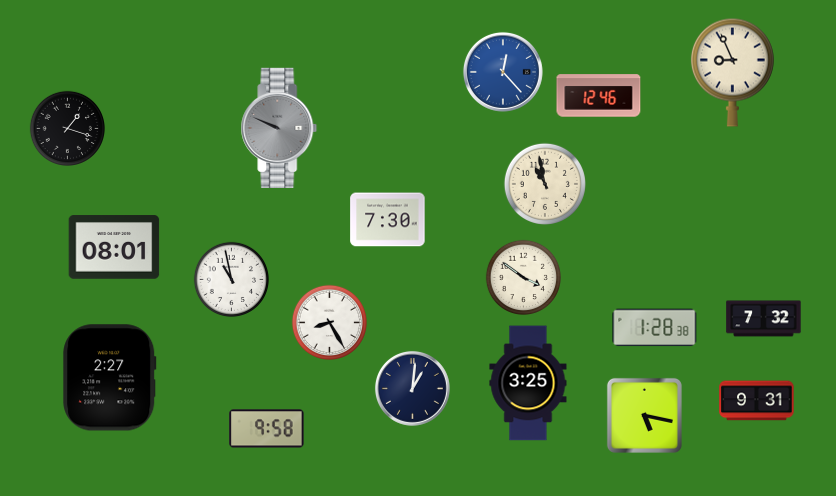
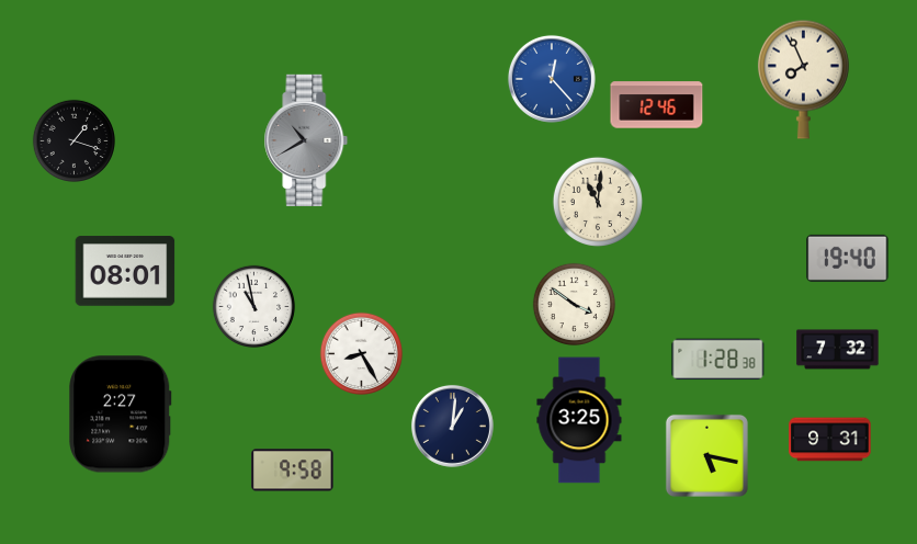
clock at (732, 72): 8:56 -> 7:56
clock at (279, 127): 9:49 -> 10:40
clock at (545, 184): 10:58 -> 11:01
clock at (388, 220): 7:30 -> none
clock at (848, 258): none -> 19:40
